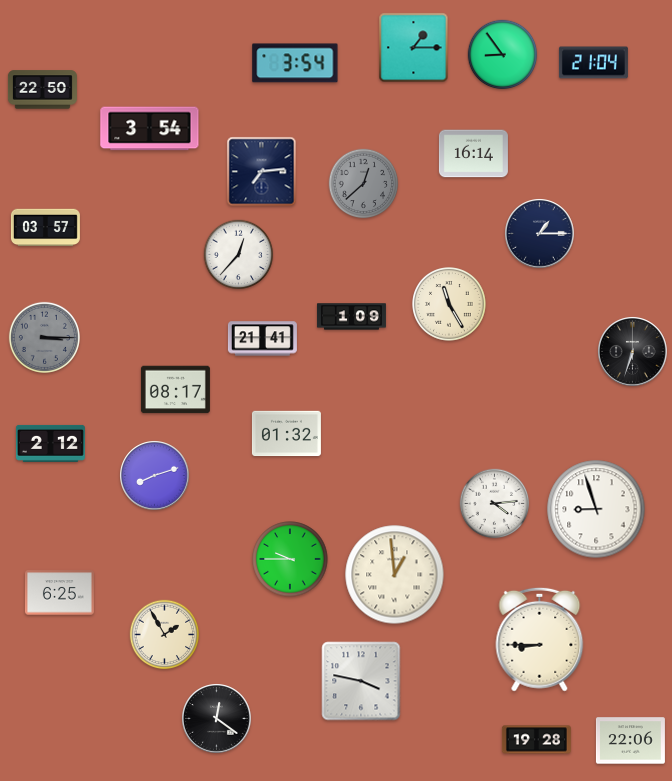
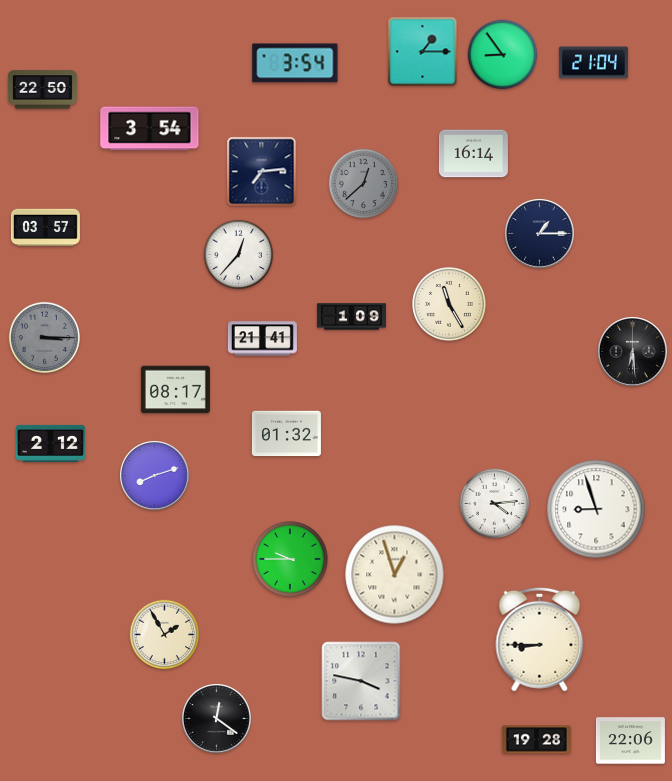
clock at (414, 48) position: (414, 48) -> (423, 52)
clock at (633, 352): 6:33 -> 6:29
clock at (395, 575): 12:59 -> 12:57
clock at (59, 593): 6:25 -> none
